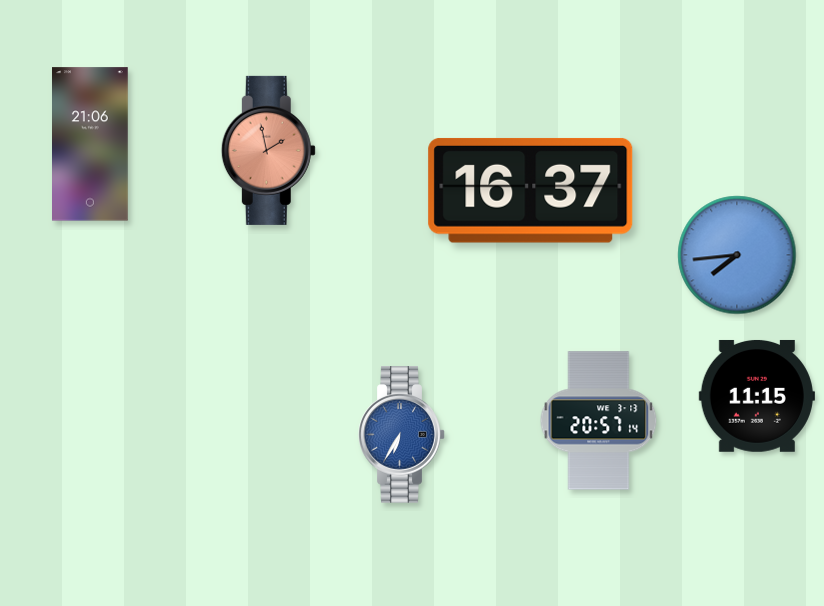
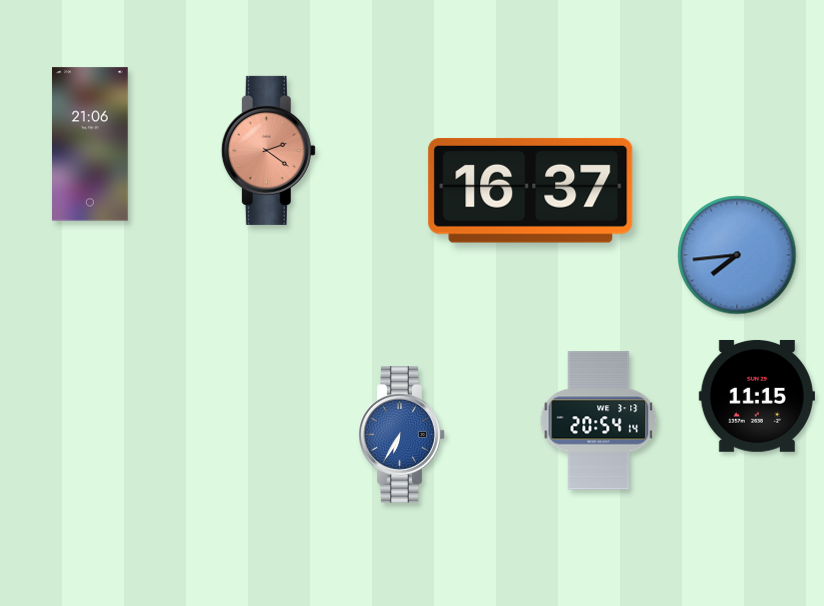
clock at (268, 150): 1:58 -> 2:21
clock at (599, 421): 20:57 -> 20:54
